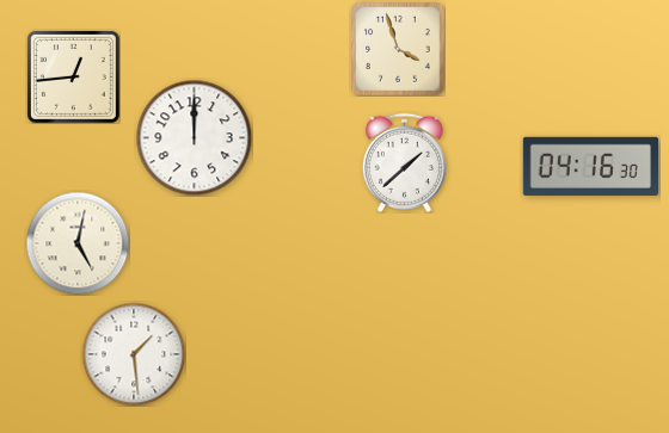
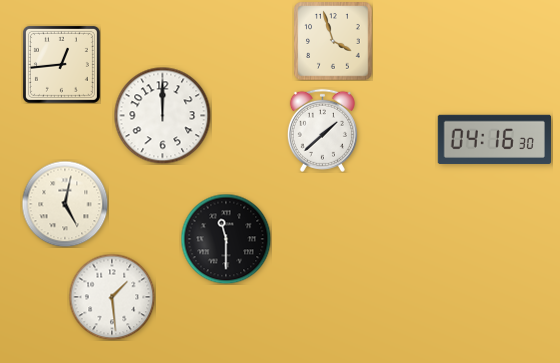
clock at (404, 162) position: (404, 162) -> (322, 130)
clock at (226, 239): none -> 11:30
